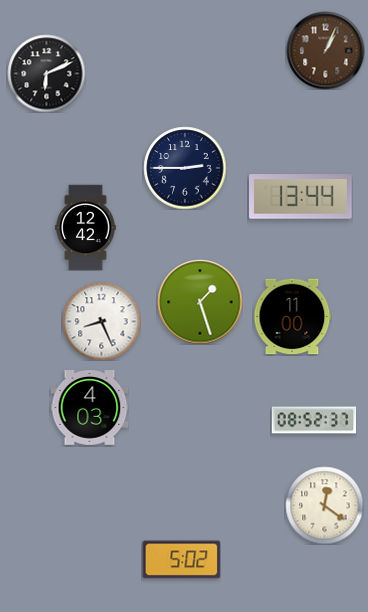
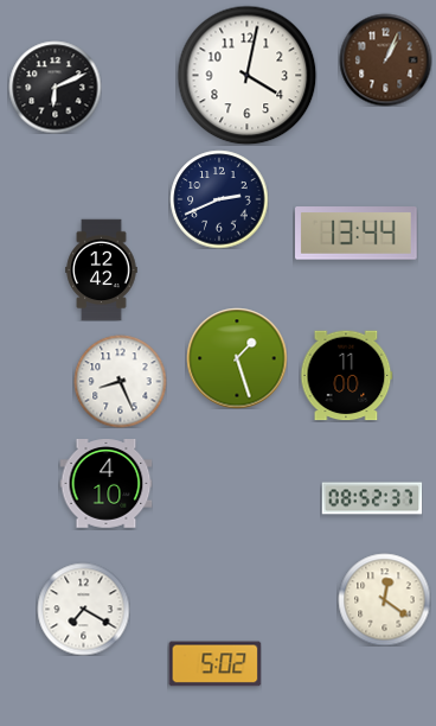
clock at (246, 75): none -> 4:02
clock at (185, 168): 2:45 -> 2:41
clock at (89, 408): 4:03 -> 4:10
clock at (83, 609): none -> 7:20
